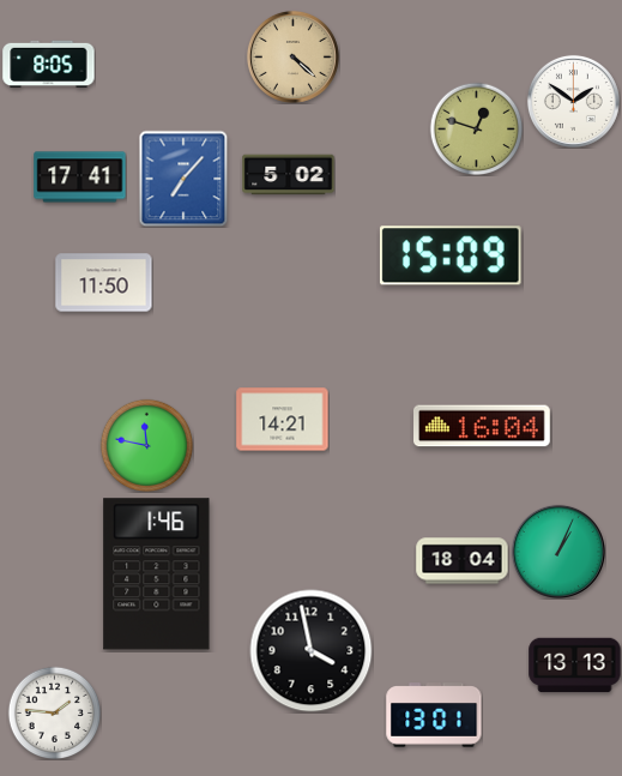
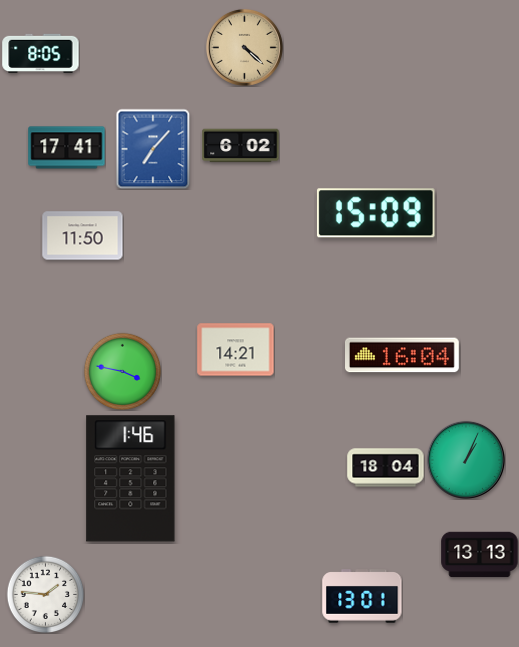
clock at (573, 101): 1:51 -> none
clock at (476, 128): 12:48 -> none
clock at (289, 175): 5:02 -> 6:02
clock at (104, 283) position: (104, 283) -> (83, 236)
clock at (146, 445): 11:47 -> 3:47
clock at (312, 651): 3:58 -> none
